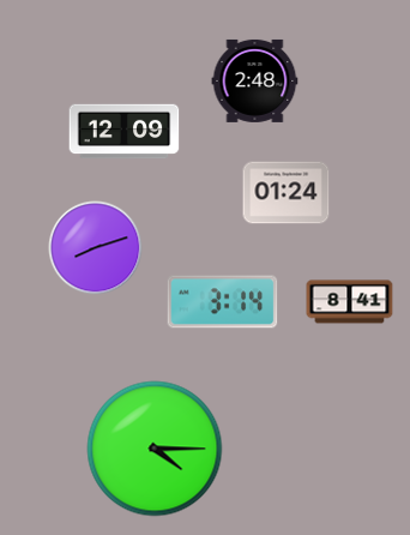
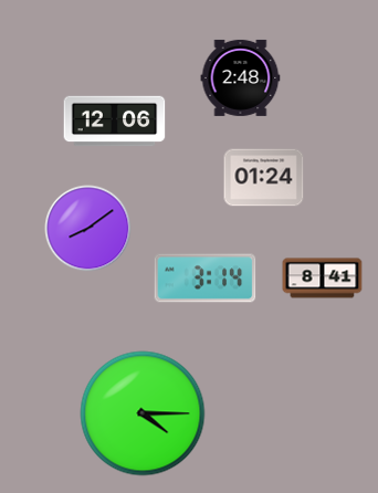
clock at (255, 80) position: (255, 80) -> (241, 77)
clock at (125, 132): 12:09 -> 12:06
clock at (96, 248): 8:12 -> 8:09
